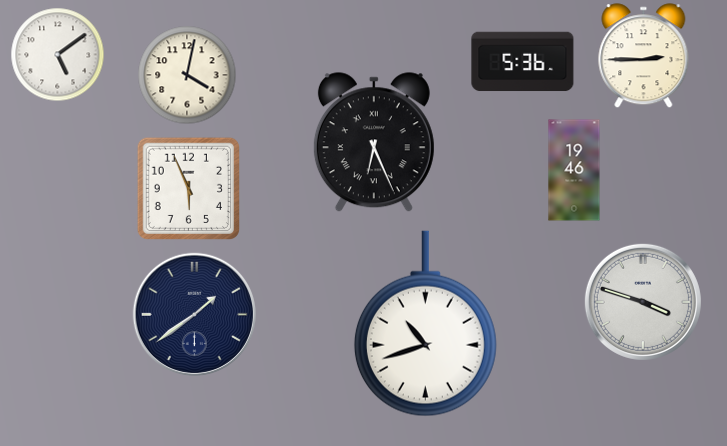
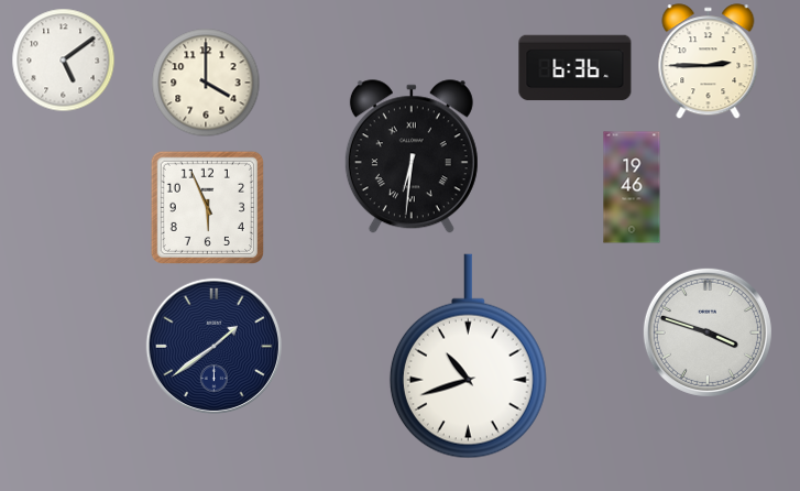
clock at (523, 62): 5:36 -> 6:36
clock at (187, 75): 4:02 -> 4:00
clock at (374, 143): 6:26 -> 6:31
